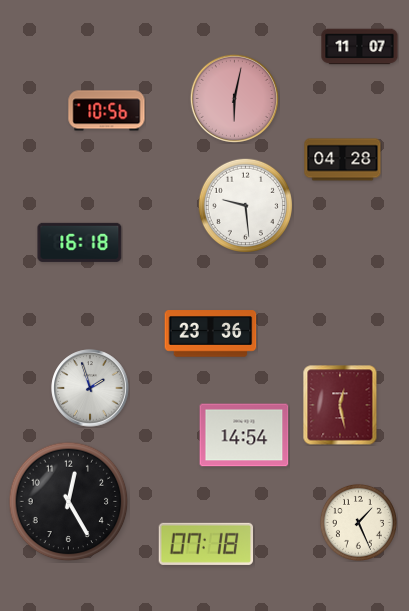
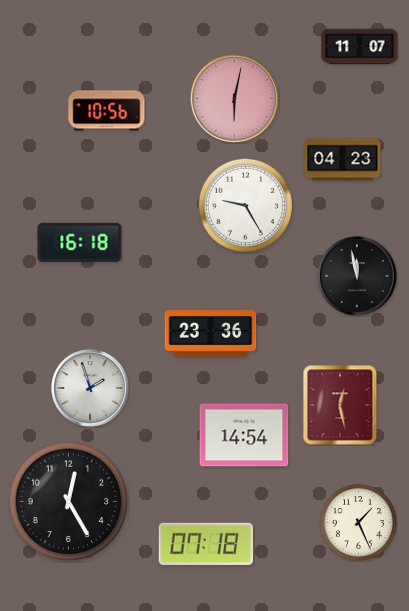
clock at (343, 160): 04:28 -> 04:23
clock at (245, 205): 9:29 -> 9:25
clock at (357, 276): none -> 11:58
